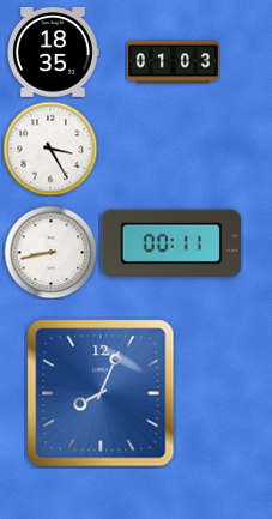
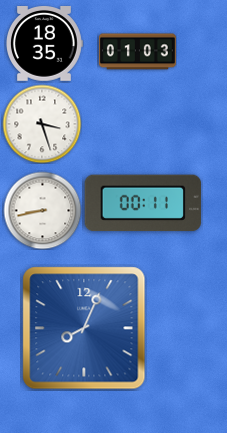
clock at (173, 62) position: (173, 62) -> (137, 52)
clock at (50, 149): 3:25 -> 3:27
